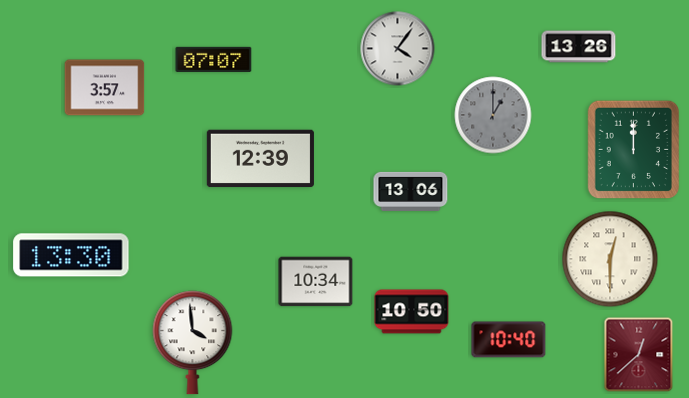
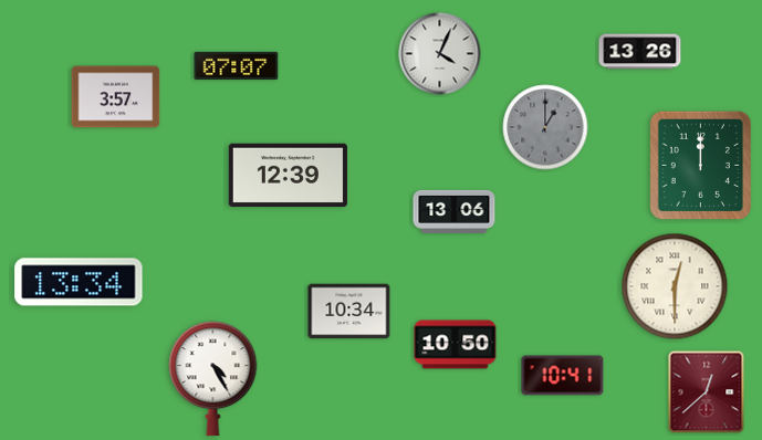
clock at (398, 49): 4:06 -> 4:04
clock at (71, 255): 13:30 -> 13:34
clock at (509, 340): 10:40 -> 10:41
clock at (193, 343): 3:59 -> 4:25
